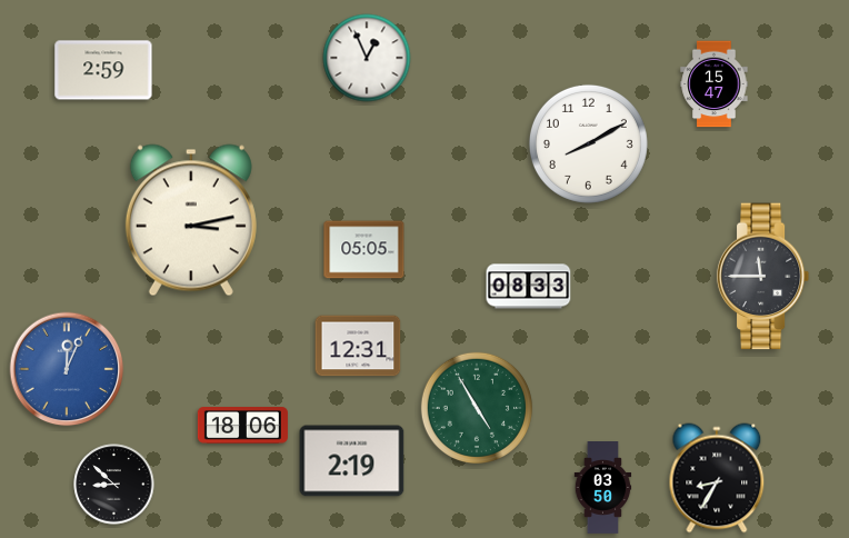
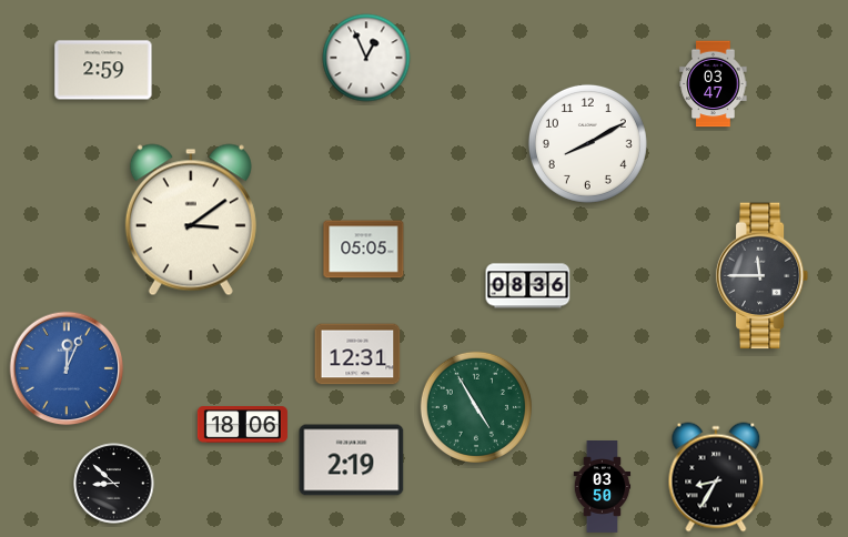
clock at (715, 84): 15:47 -> 03:47
clock at (191, 220): 3:13 -> 3:09
clock at (529, 287): 08:33 -> 08:36
clock at (358, 346) position: (358, 346) -> (357, 354)
